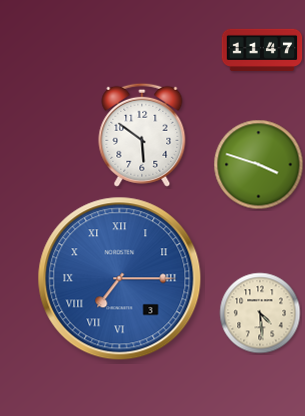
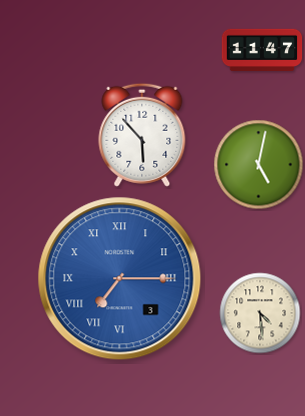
clock at (142, 135): 5:51 -> 5:53
clock at (259, 165): 3:48 -> 5:02
